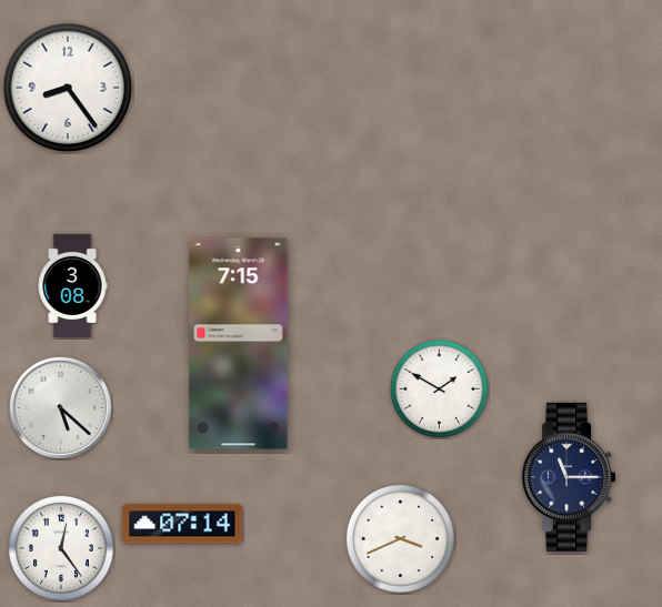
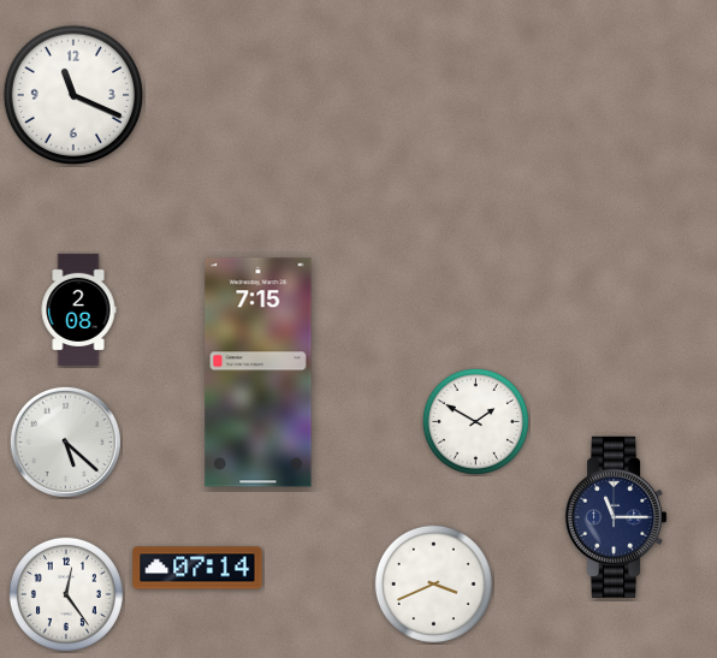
clock at (67, 87): 8:24 -> 11:19
clock at (72, 286): 3:08 -> 2:08
